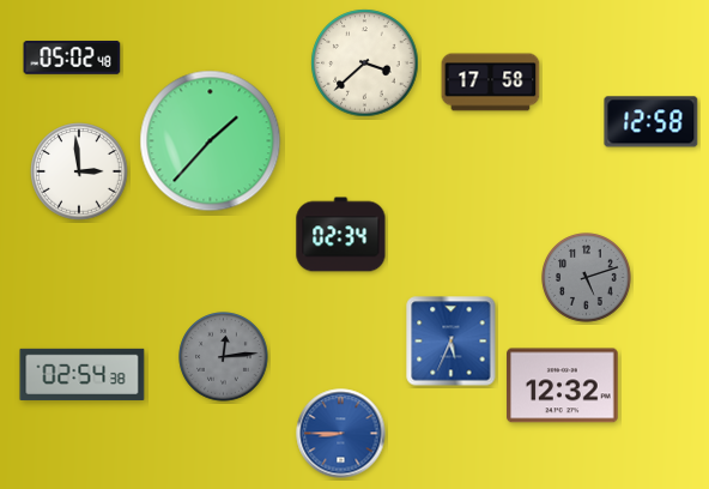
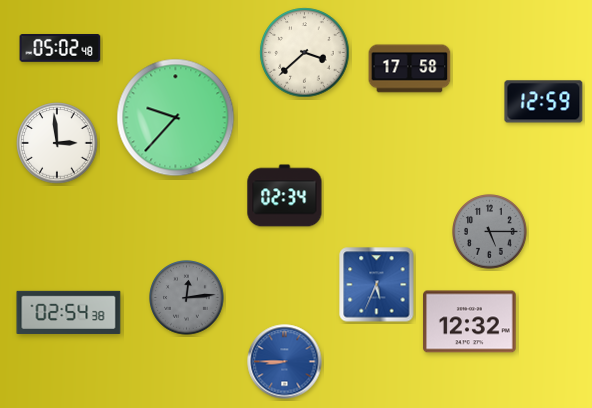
clock at (652, 122): 12:58 -> 12:59
clock at (211, 141): 1:37 -> 9:37
clock at (79, 171) position: (79, 171) -> (57, 143)
clock at (587, 278): 5:12 -> 5:15
